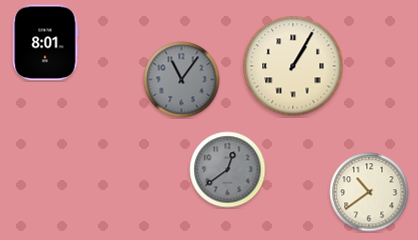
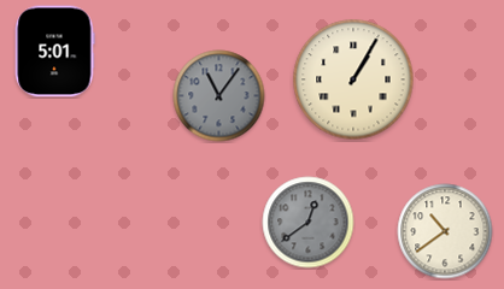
clock at (45, 43): 8:01 -> 5:01
clock at (228, 170) position: (228, 170) -> (309, 223)
